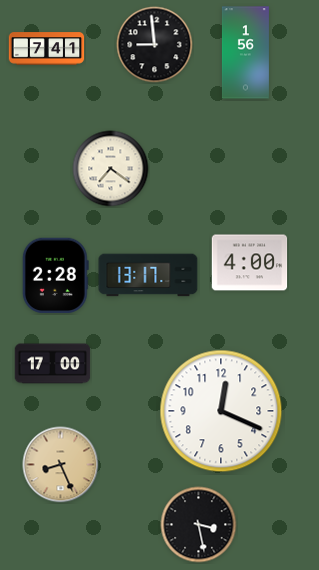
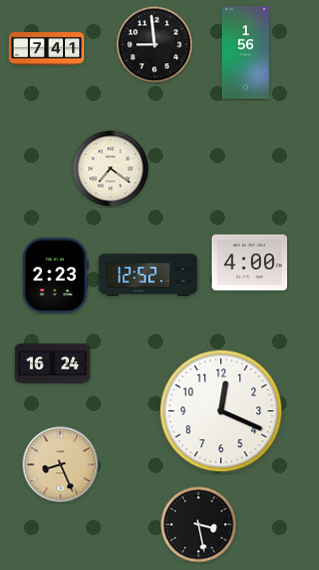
clock at (148, 275): 13:17 -> 12:52
clock at (55, 276): 2:28 -> 2:23
clock at (53, 364): 17:00 -> 16:24
